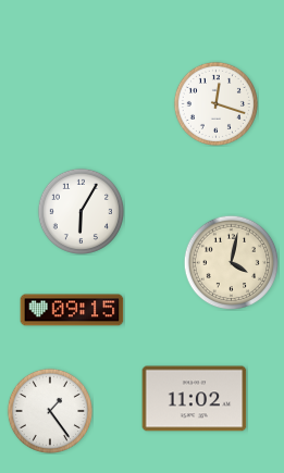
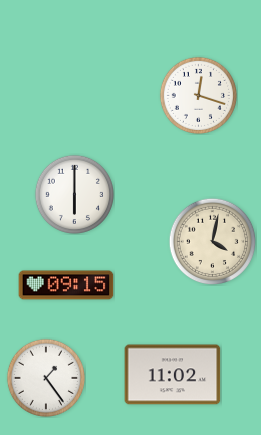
clock at (81, 211): 6:05 -> 6:00
clock at (195, 399) position: (195, 399) -> (173, 375)
